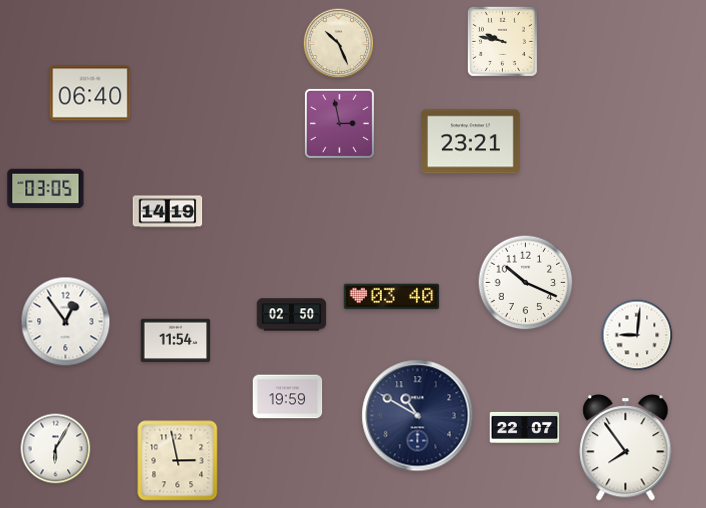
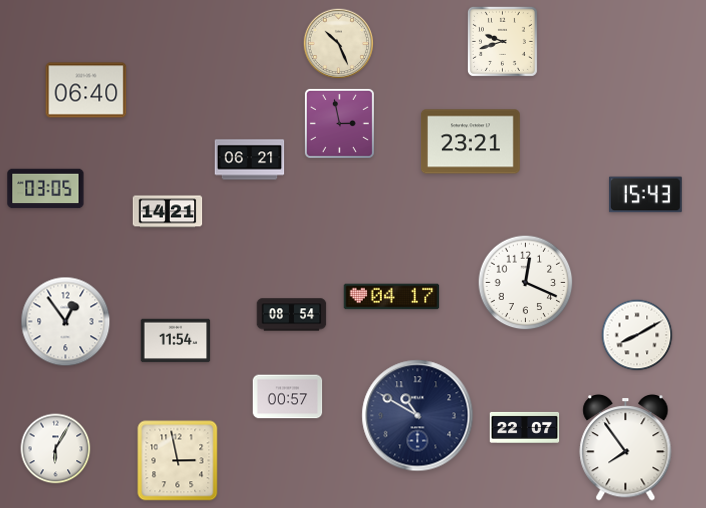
clock at (502, 41): 9:47 -> 9:42
clock at (90, 93) position: (90, 93) -> (86, 90)
clock at (250, 160): none -> 06:21
clock at (645, 195): none -> 15:43
clock at (168, 212): 14:19 -> 14:21
clock at (526, 283): 10:19 -> 12:19
clock at (392, 297): 03:40 -> 04:17
clock at (292, 315): 02:50 -> 08:54
clock at (637, 335): 9:01 -> 8:10
clock at (288, 397): 19:59 -> 00:57
